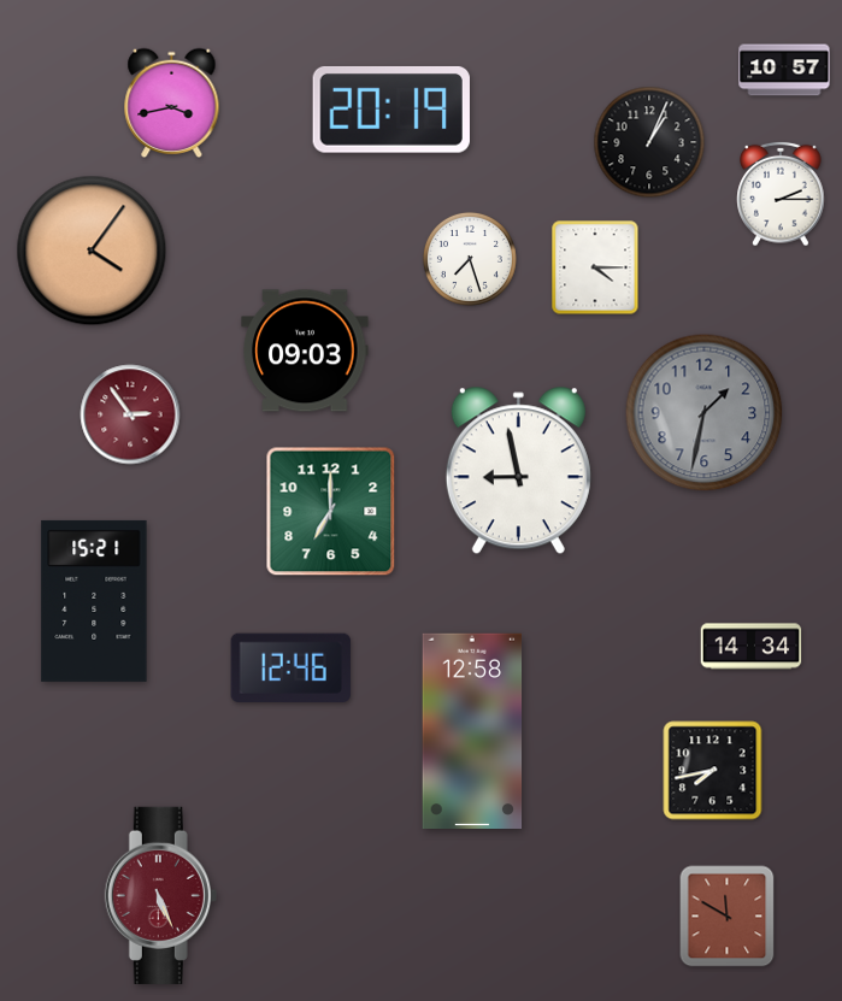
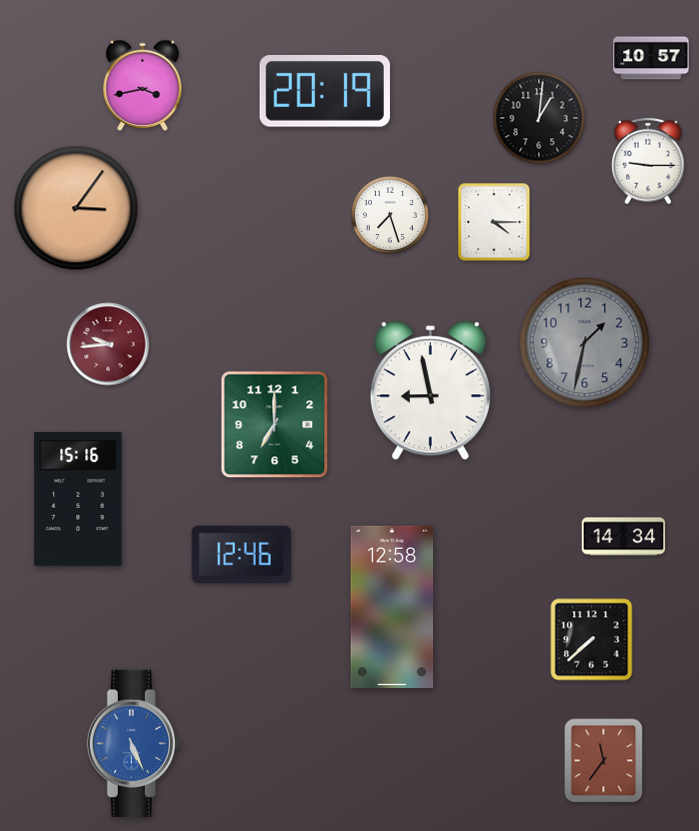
clock at (649, 142): 1:04 -> 1:01
clock at (781, 194): 2:15 -> 9:15
clock at (92, 251): 4:06 -> 3:06
clock at (305, 351): 09:03 -> none
clock at (130, 414): 2:54 -> 9:44
clock at (94, 601): 15:21 -> 15:16
clock at (713, 771): 7:43 -> 7:38
clock at (160, 895) dial: burgundy -> blue
clock at (728, 917): 11:50 -> 11:36
